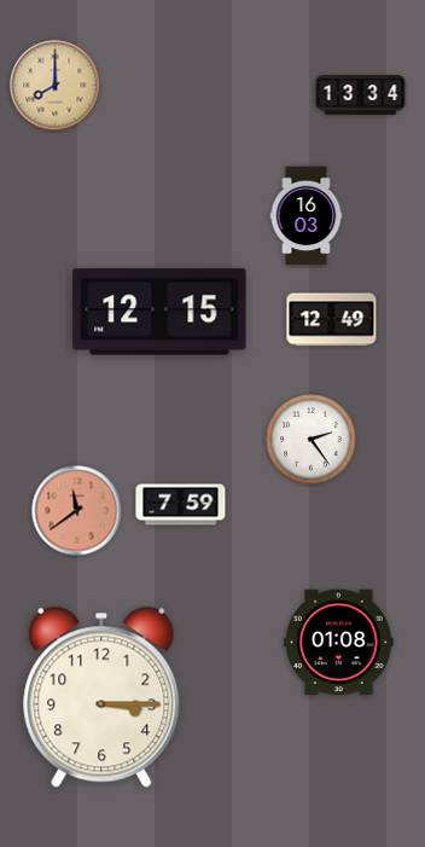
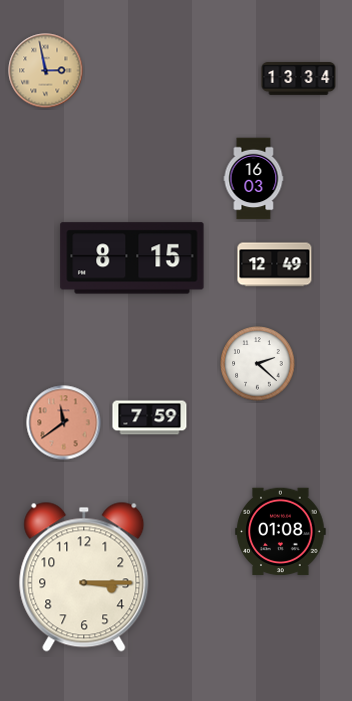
clock at (56, 86): 8:00 -> 2:58
clock at (159, 312): 12:15 -> 8:15
clock at (312, 440): 2:24 -> 2:22
